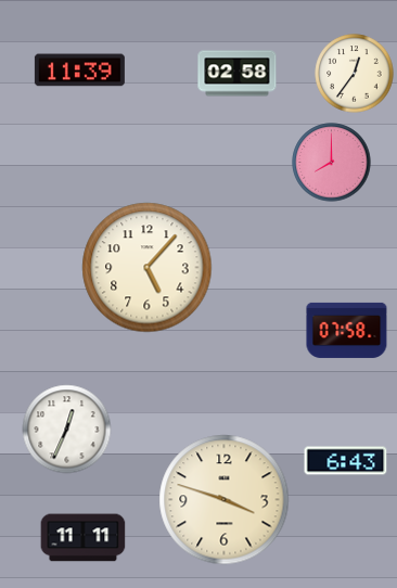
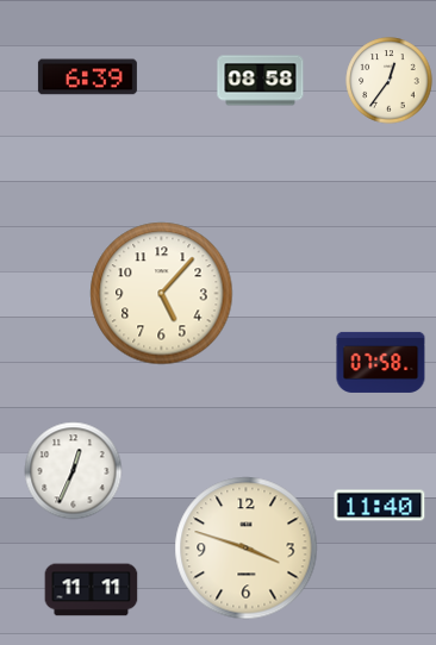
clock at (79, 71): 11:39 -> 6:39
clock at (238, 74): 02:58 -> 08:58
clock at (332, 163): 8:00 -> none
clock at (346, 461): 6:43 -> 11:40
